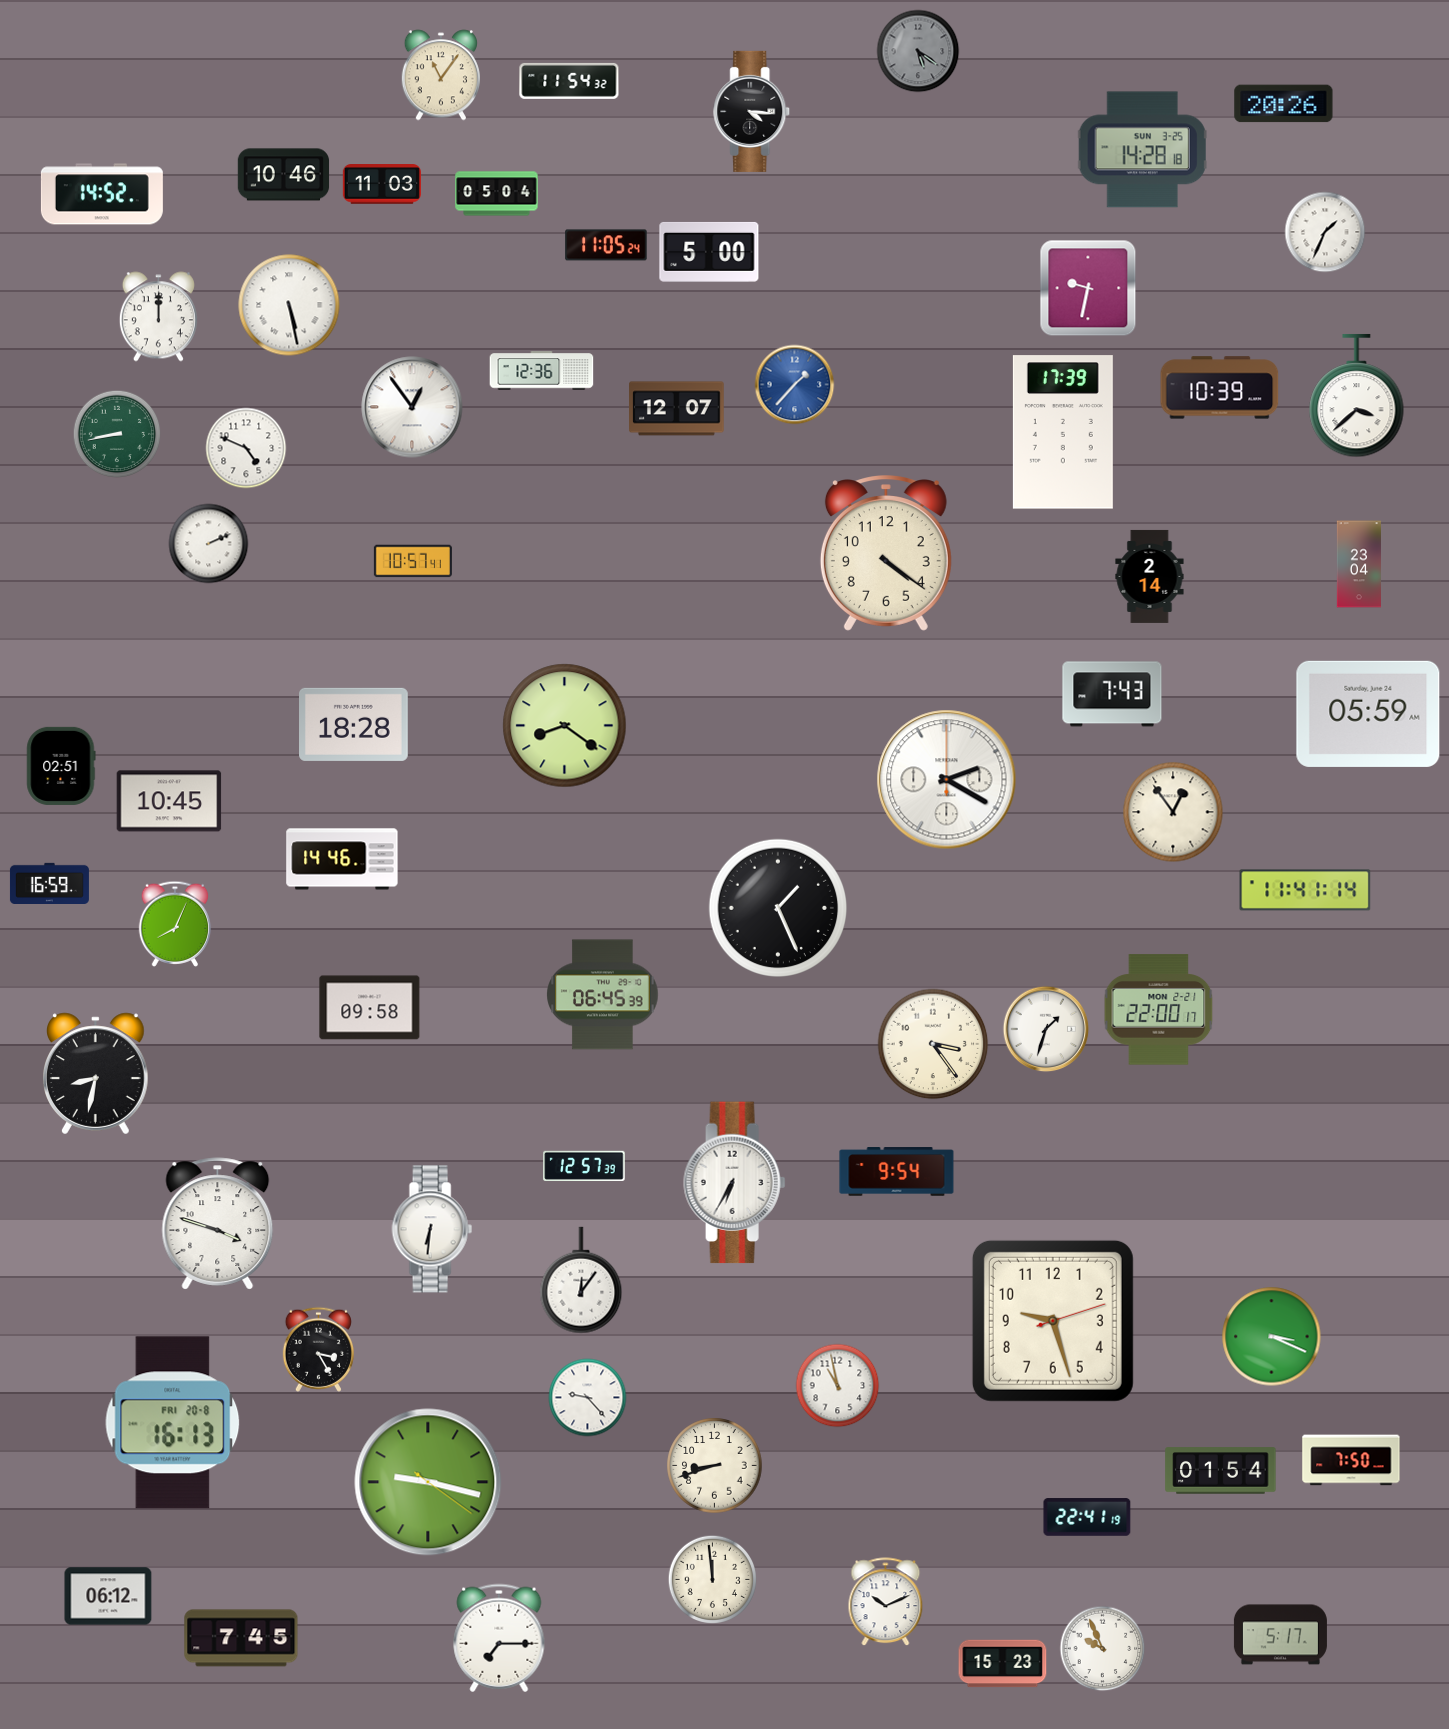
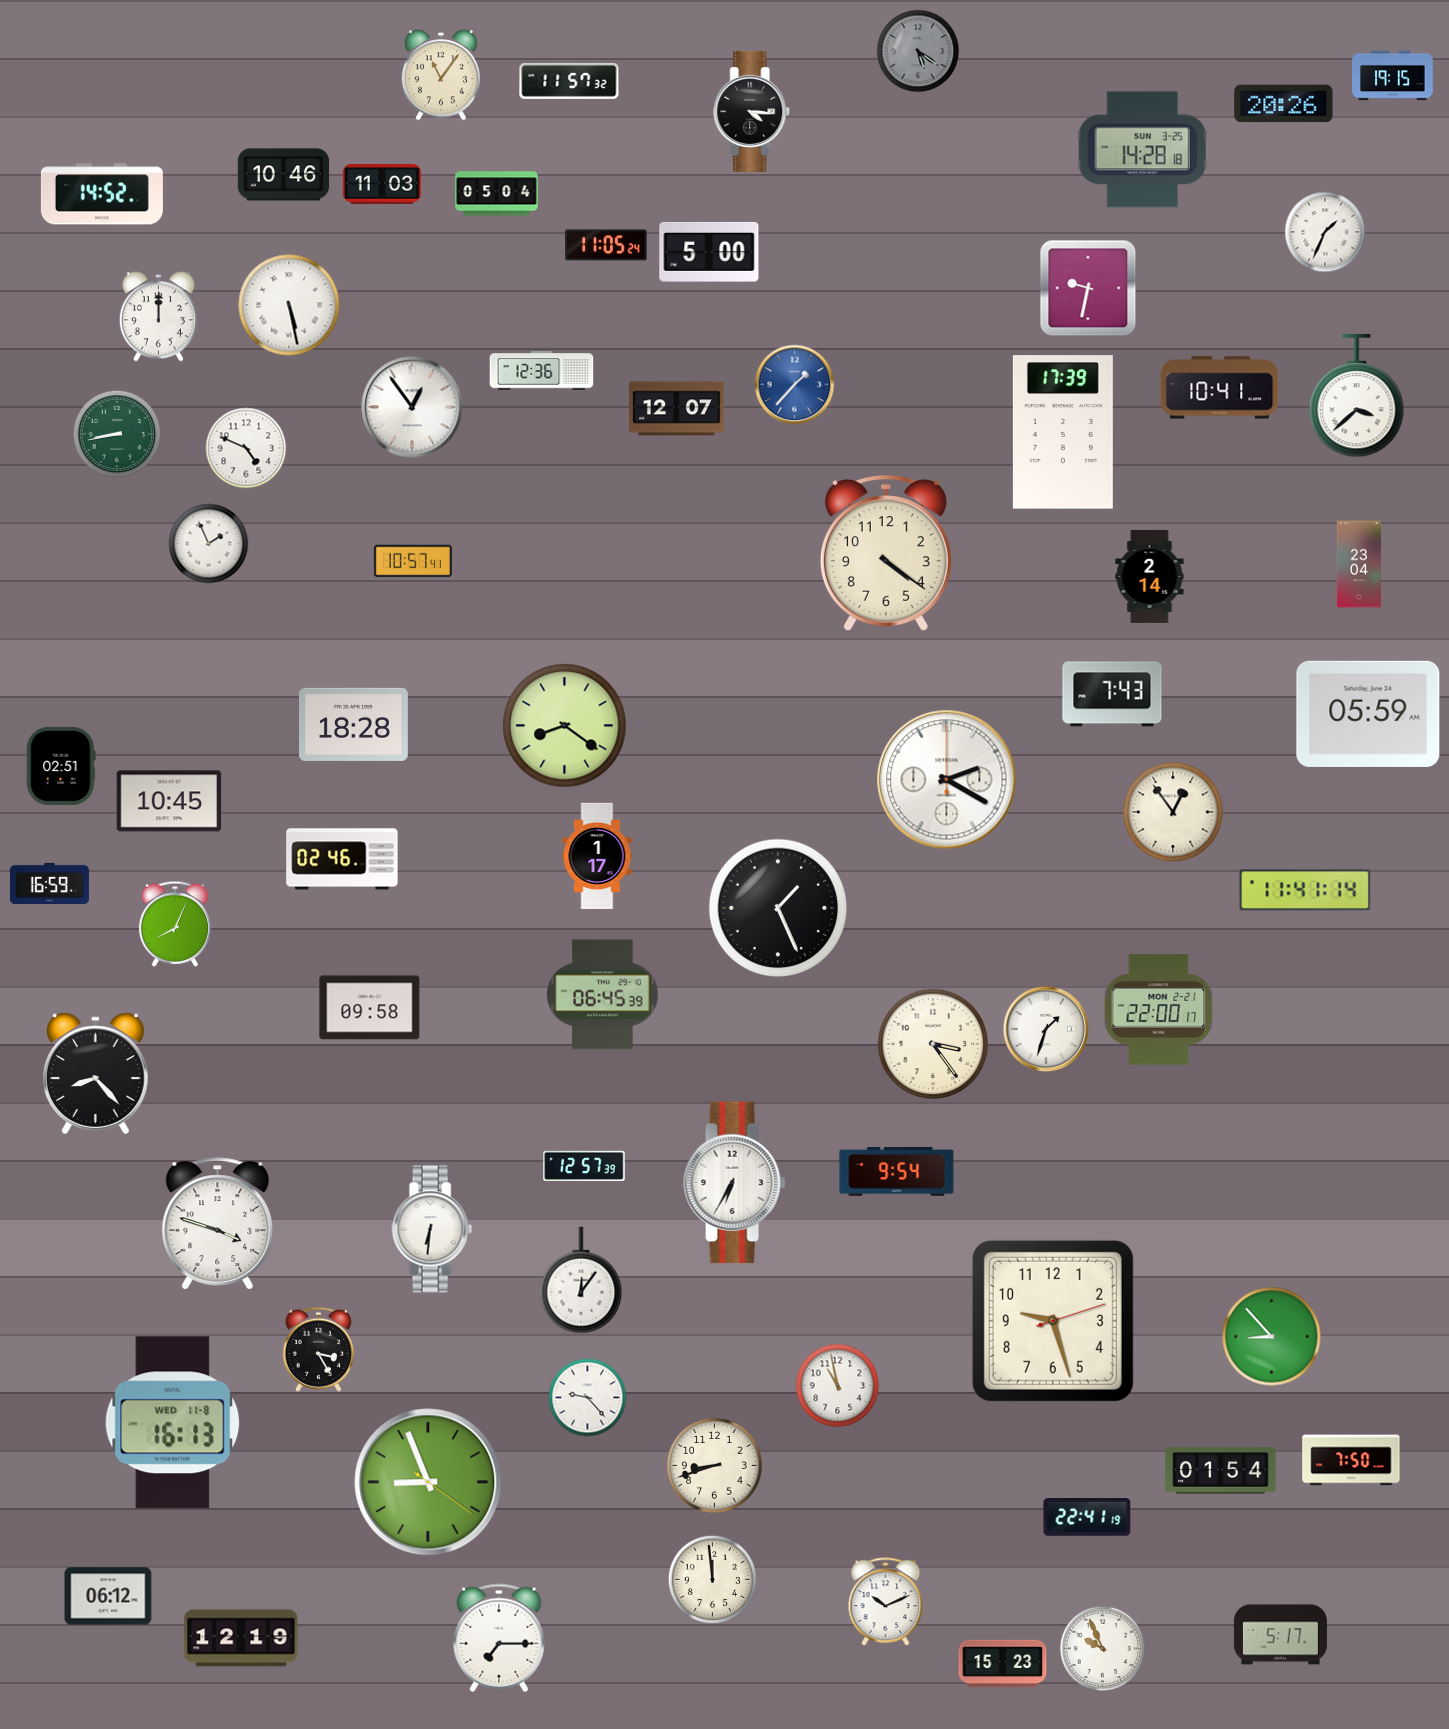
clock at (1393, 76): none -> 19:15
clock at (569, 81): 11:54 -> 11:57
clock at (1220, 388): 10:39 -> 10:41
clock at (209, 544): 2:11 -> 1:56
clock at (597, 855): none -> 1:17
clock at (342, 859): 14:46 -> 02:46
clock at (96, 1074): 8:32 -> 8:23
clock at (1272, 1337): 3:19 -> 8:53
clock at (173, 1423) date: FRI 20-8 -> WED 11-8
clock at (428, 1482): 9:17 -> 8:56
clock at (241, 1638): 7:45 -> 12:19
